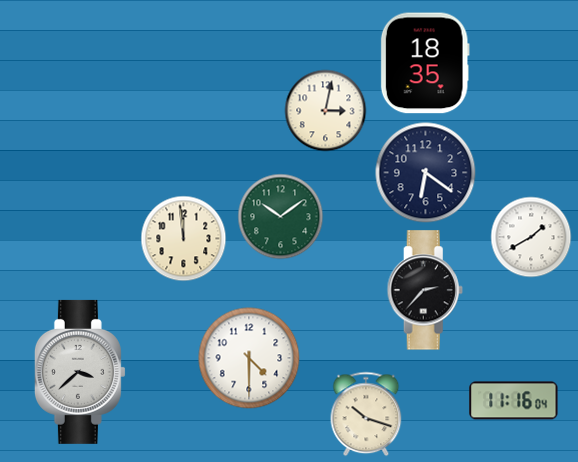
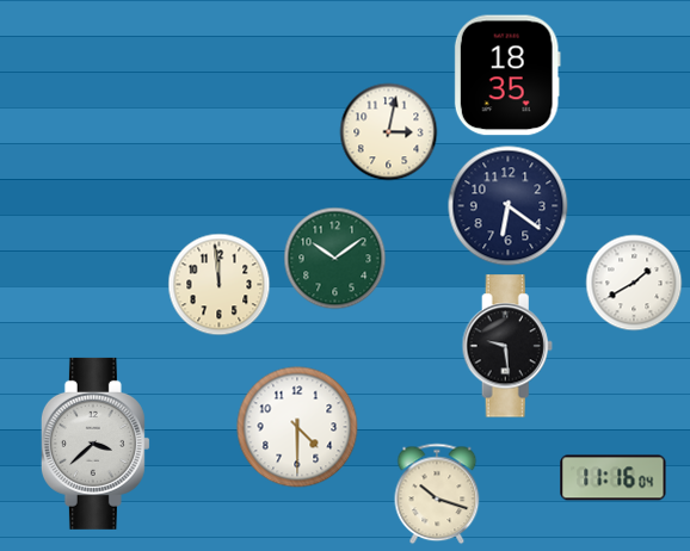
clock at (425, 290): 2:37 -> 9:29
